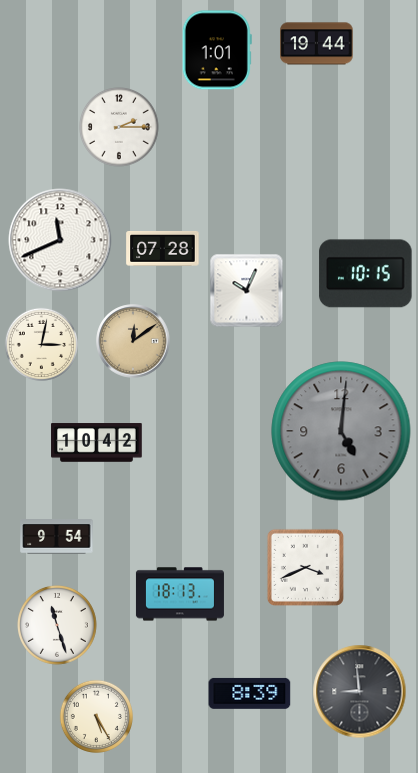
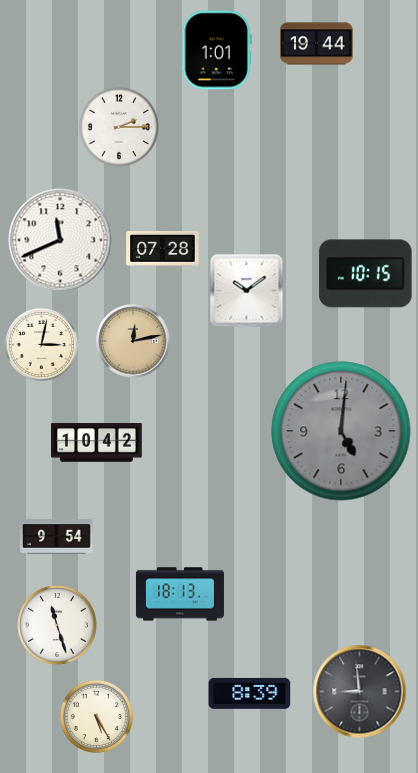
clock at (247, 291): 10:04 -> 10:09
clock at (133, 341): 12:09 -> 12:13
clock at (305, 567): 3:41 -> none
